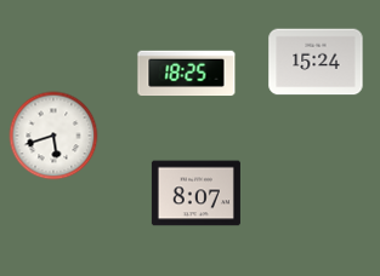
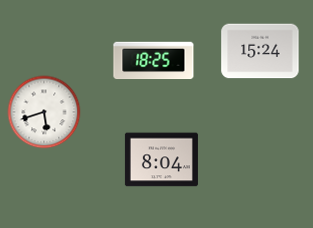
clock at (195, 194): 8:07 -> 8:04
